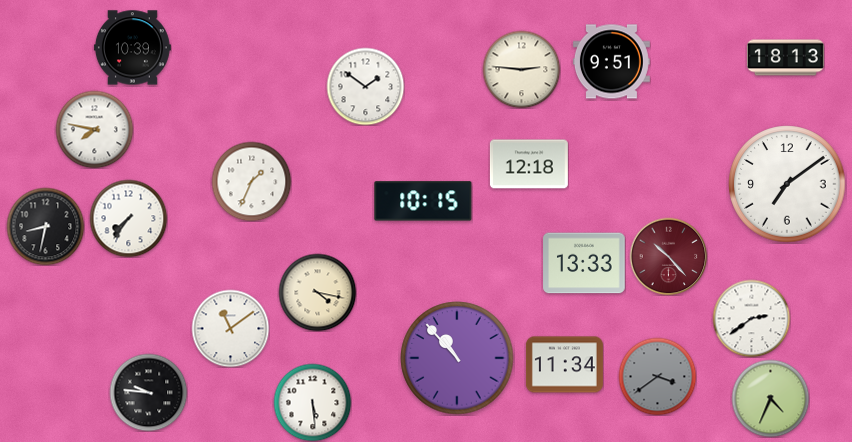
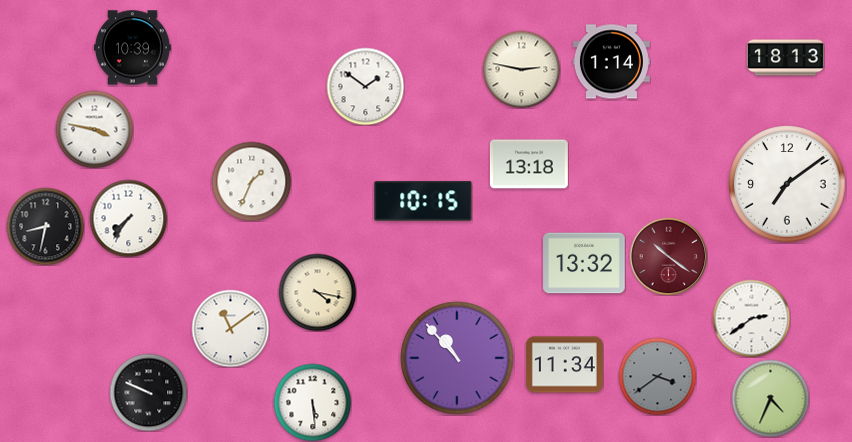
clock at (611, 62): 9:51 -> 1:14
clock at (521, 69): 2:46 -> 2:47
clock at (94, 129): 7:47 -> 3:47
clock at (529, 164): 12:18 -> 13:18
clock at (668, 256): 10:23 -> 10:21
clock at (584, 263): 13:33 -> 13:32
clock at (148, 392): 9:46 -> 9:49
